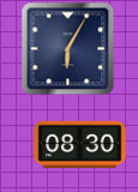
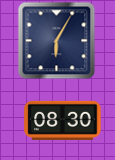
clock at (80, 144) position: (80, 144) -> (63, 120)
